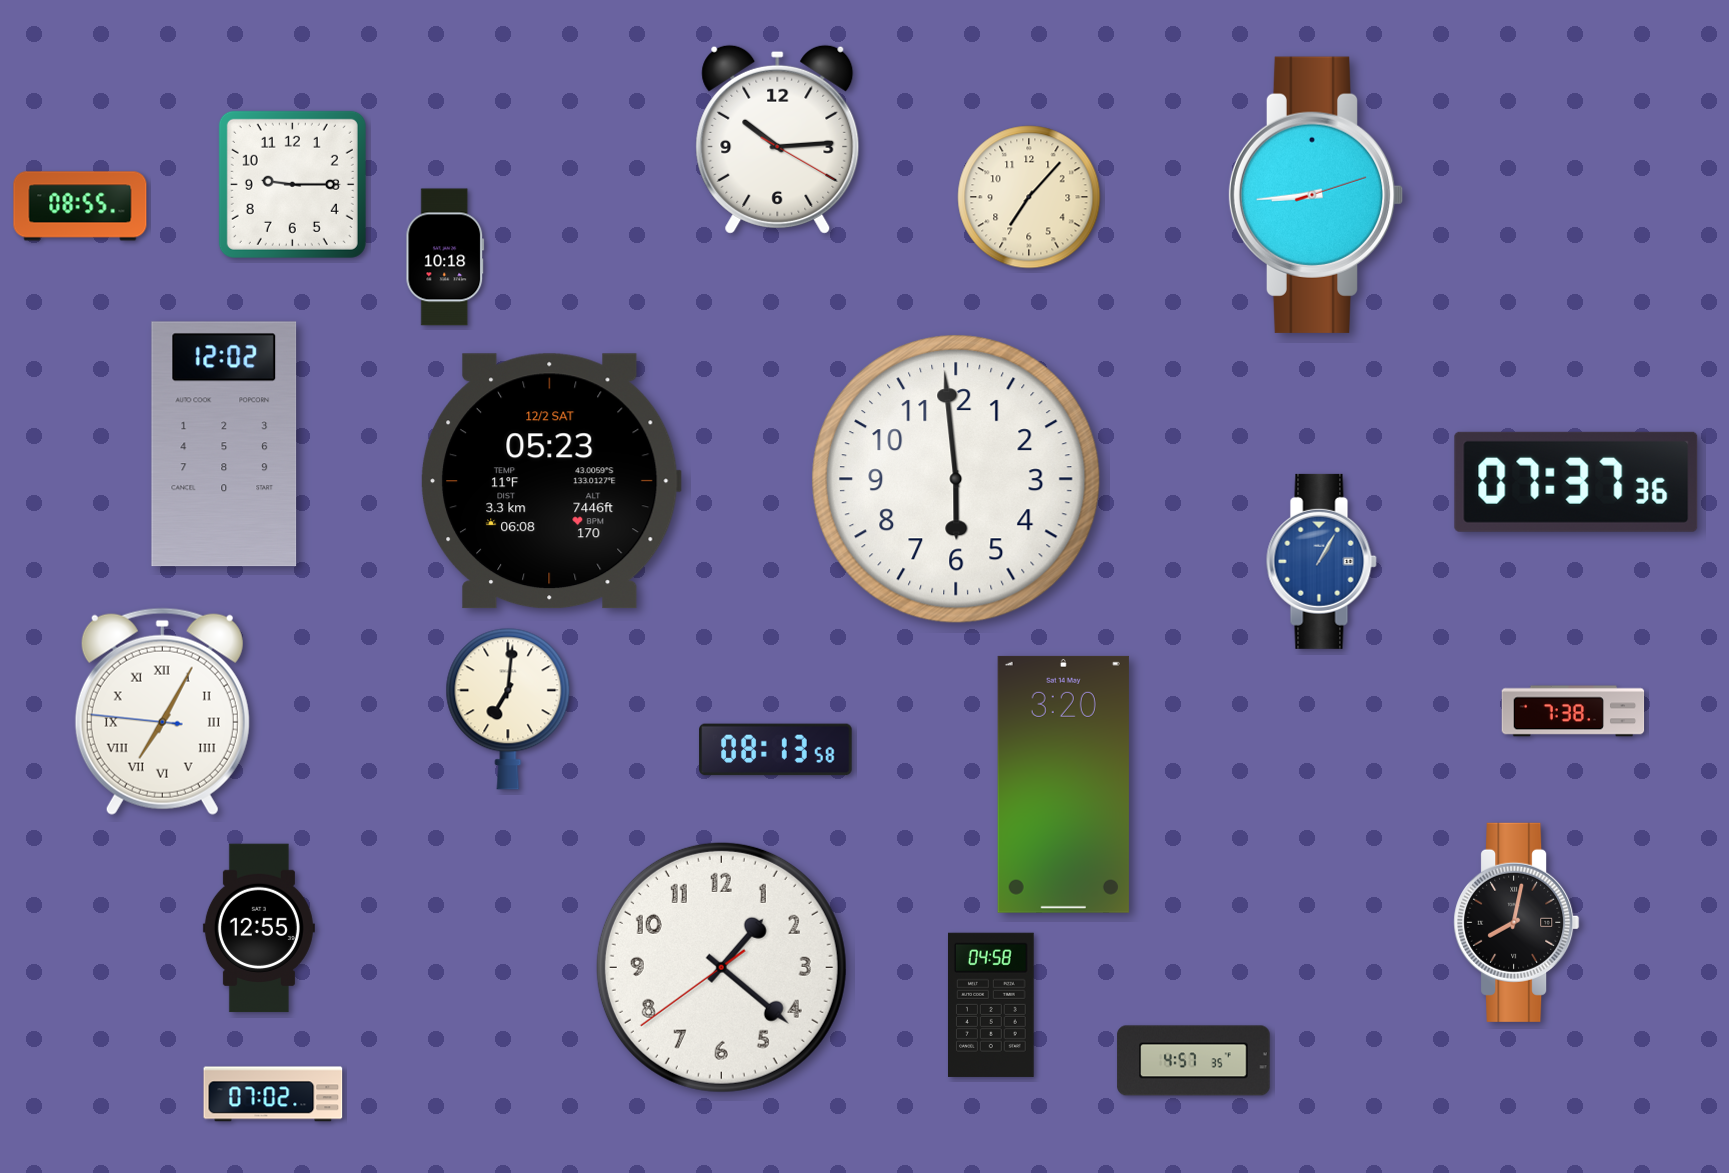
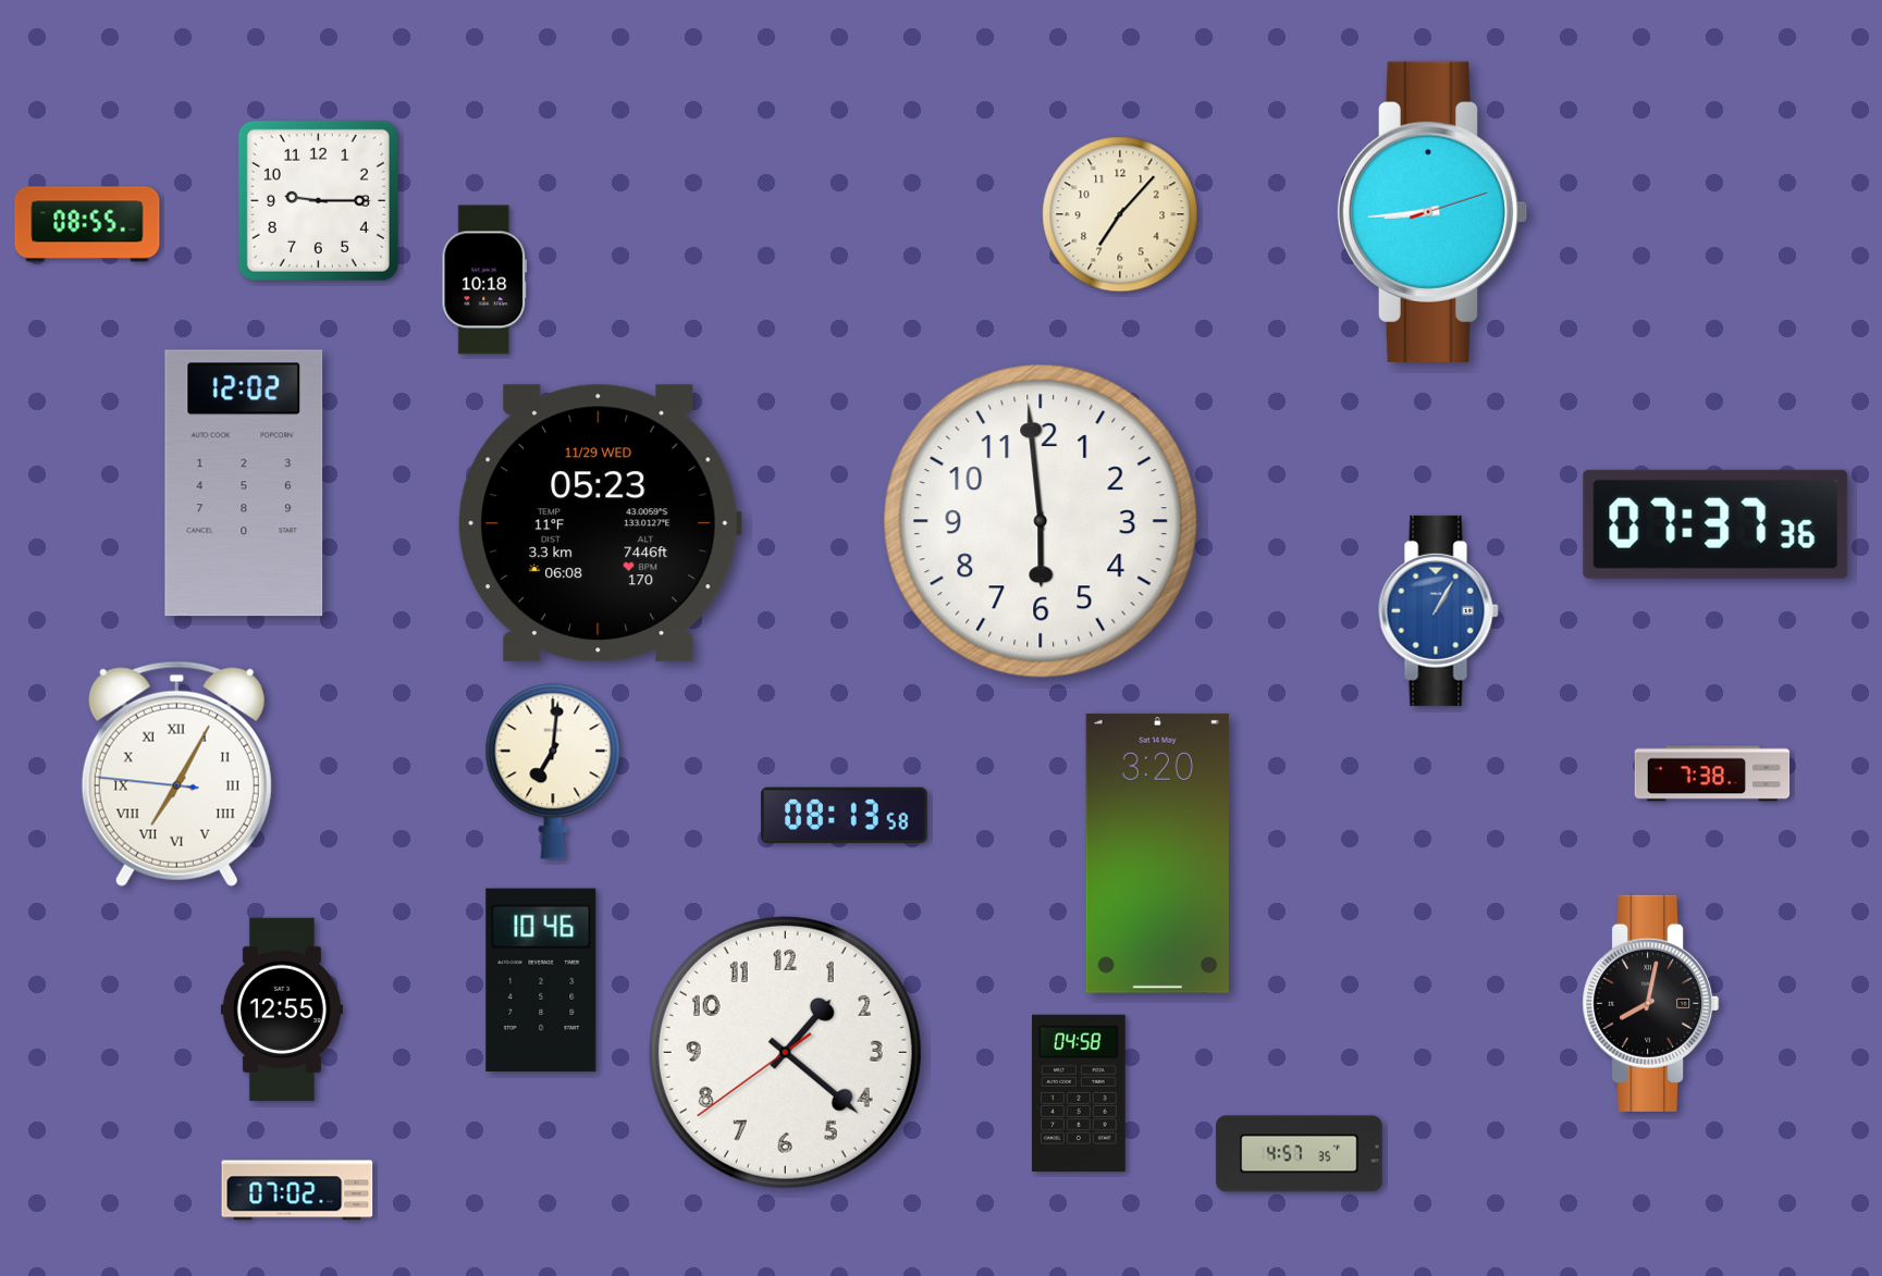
clock at (778, 139): 10:14 -> none
clock at (551, 481) date: 12/2 SAT -> 11/29 WED
clock at (541, 979): none -> 10:46
